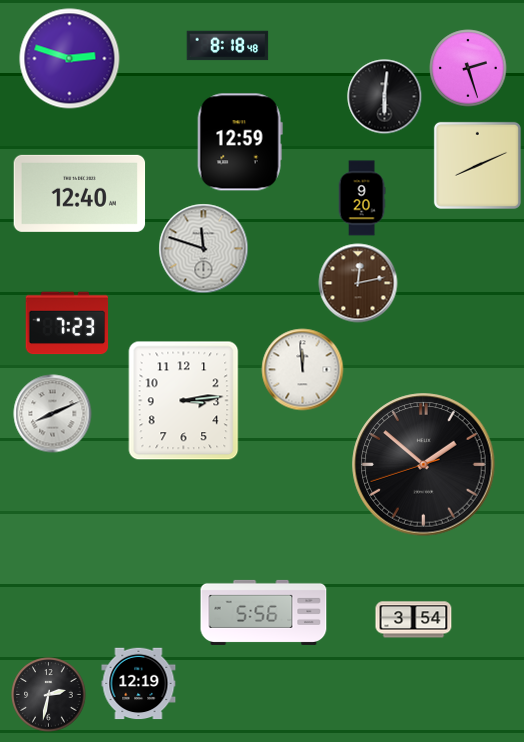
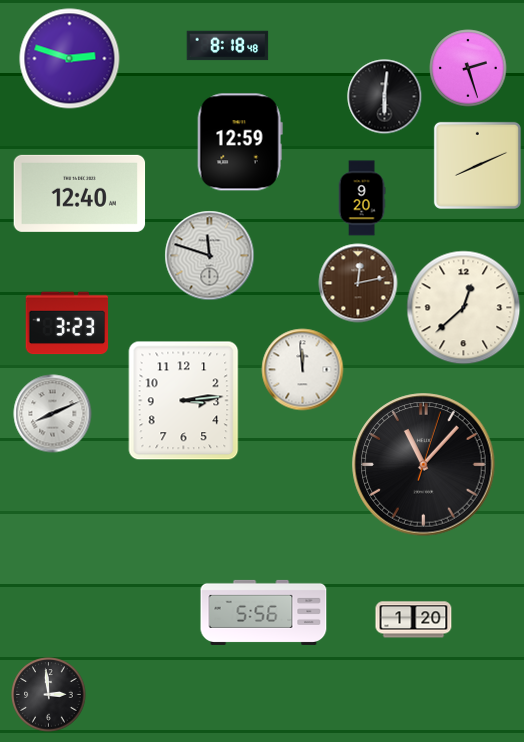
clock at (204, 249) position: (204, 249) -> (210, 256)
clock at (464, 308): none -> 12:38
clock at (67, 323): 7:23 -> 3:23
clock at (424, 465): 1:51 -> 11:07
clock at (414, 620): 3:54 -> 1:20
clock at (139, 684): 12:19 -> none
clock at (49, 695): 2:32 -> 2:59
